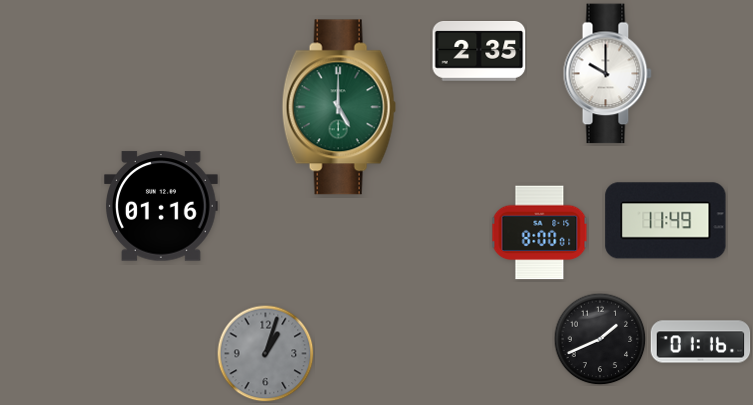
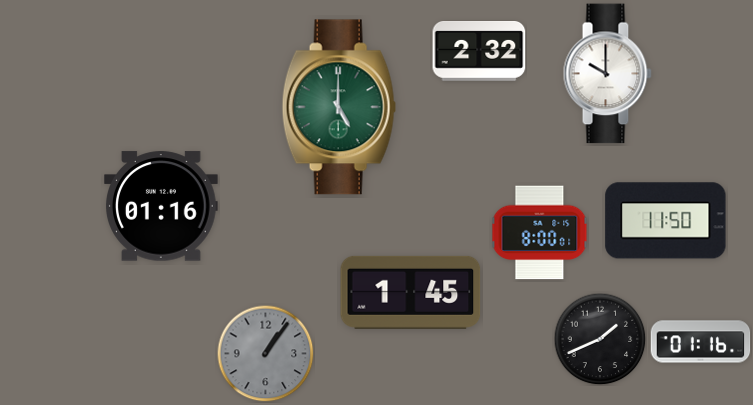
clock at (479, 52): 2:35 -> 2:32
clock at (666, 221): 11:49 -> 11:50
clock at (411, 292): none -> 1:45
clock at (265, 353): 1:03 -> 1:06
